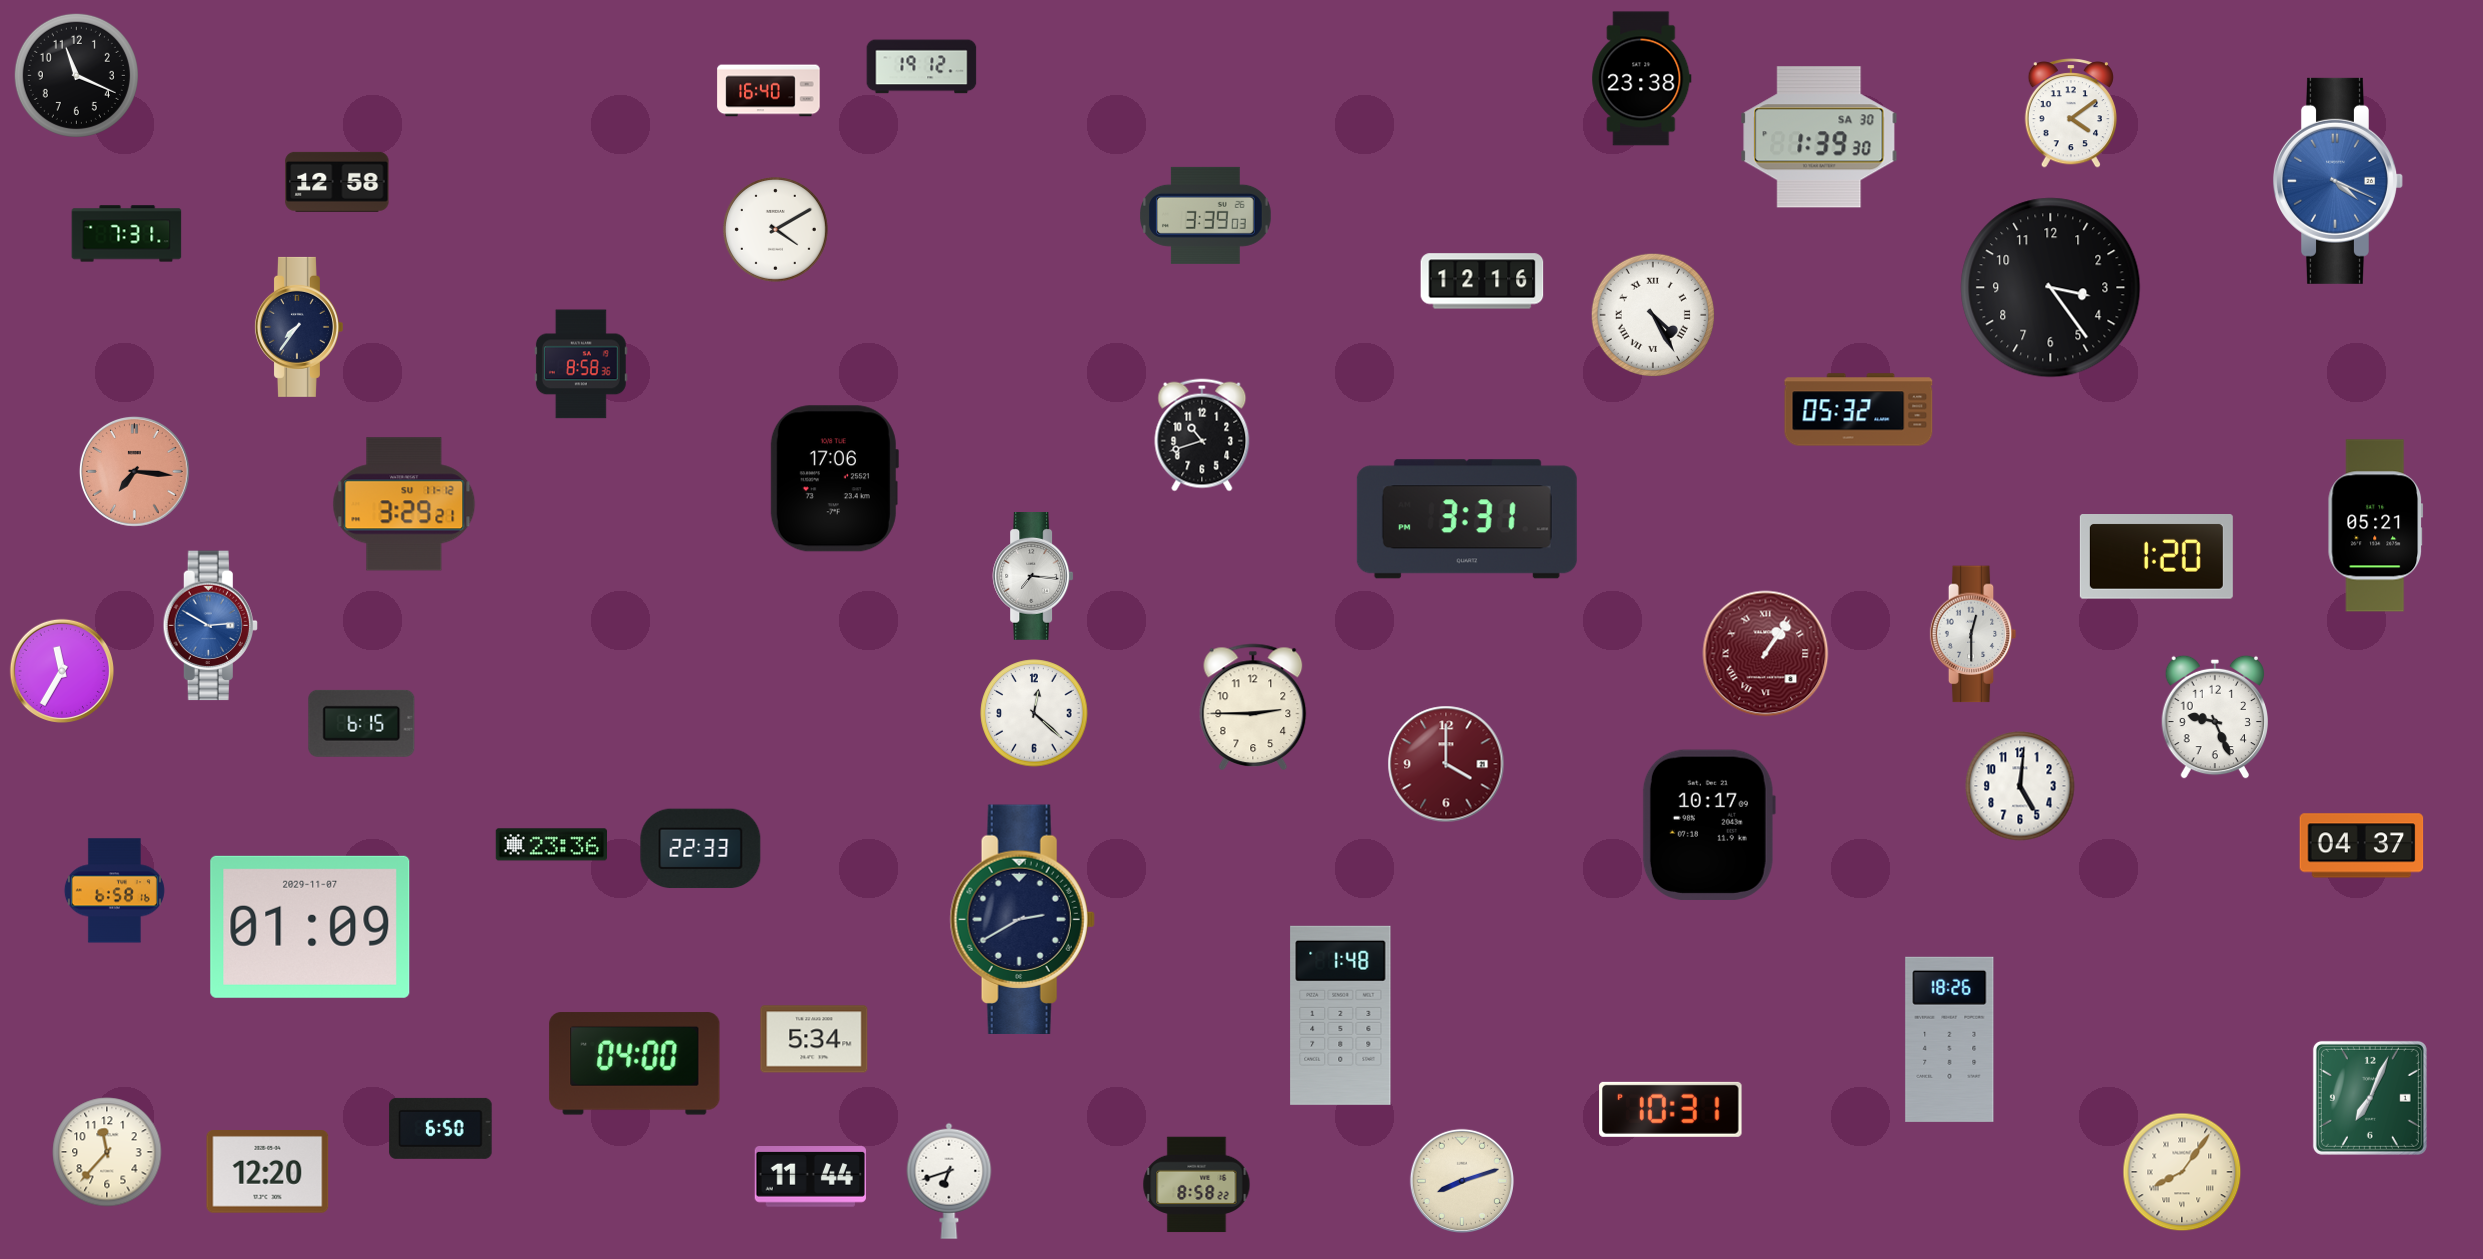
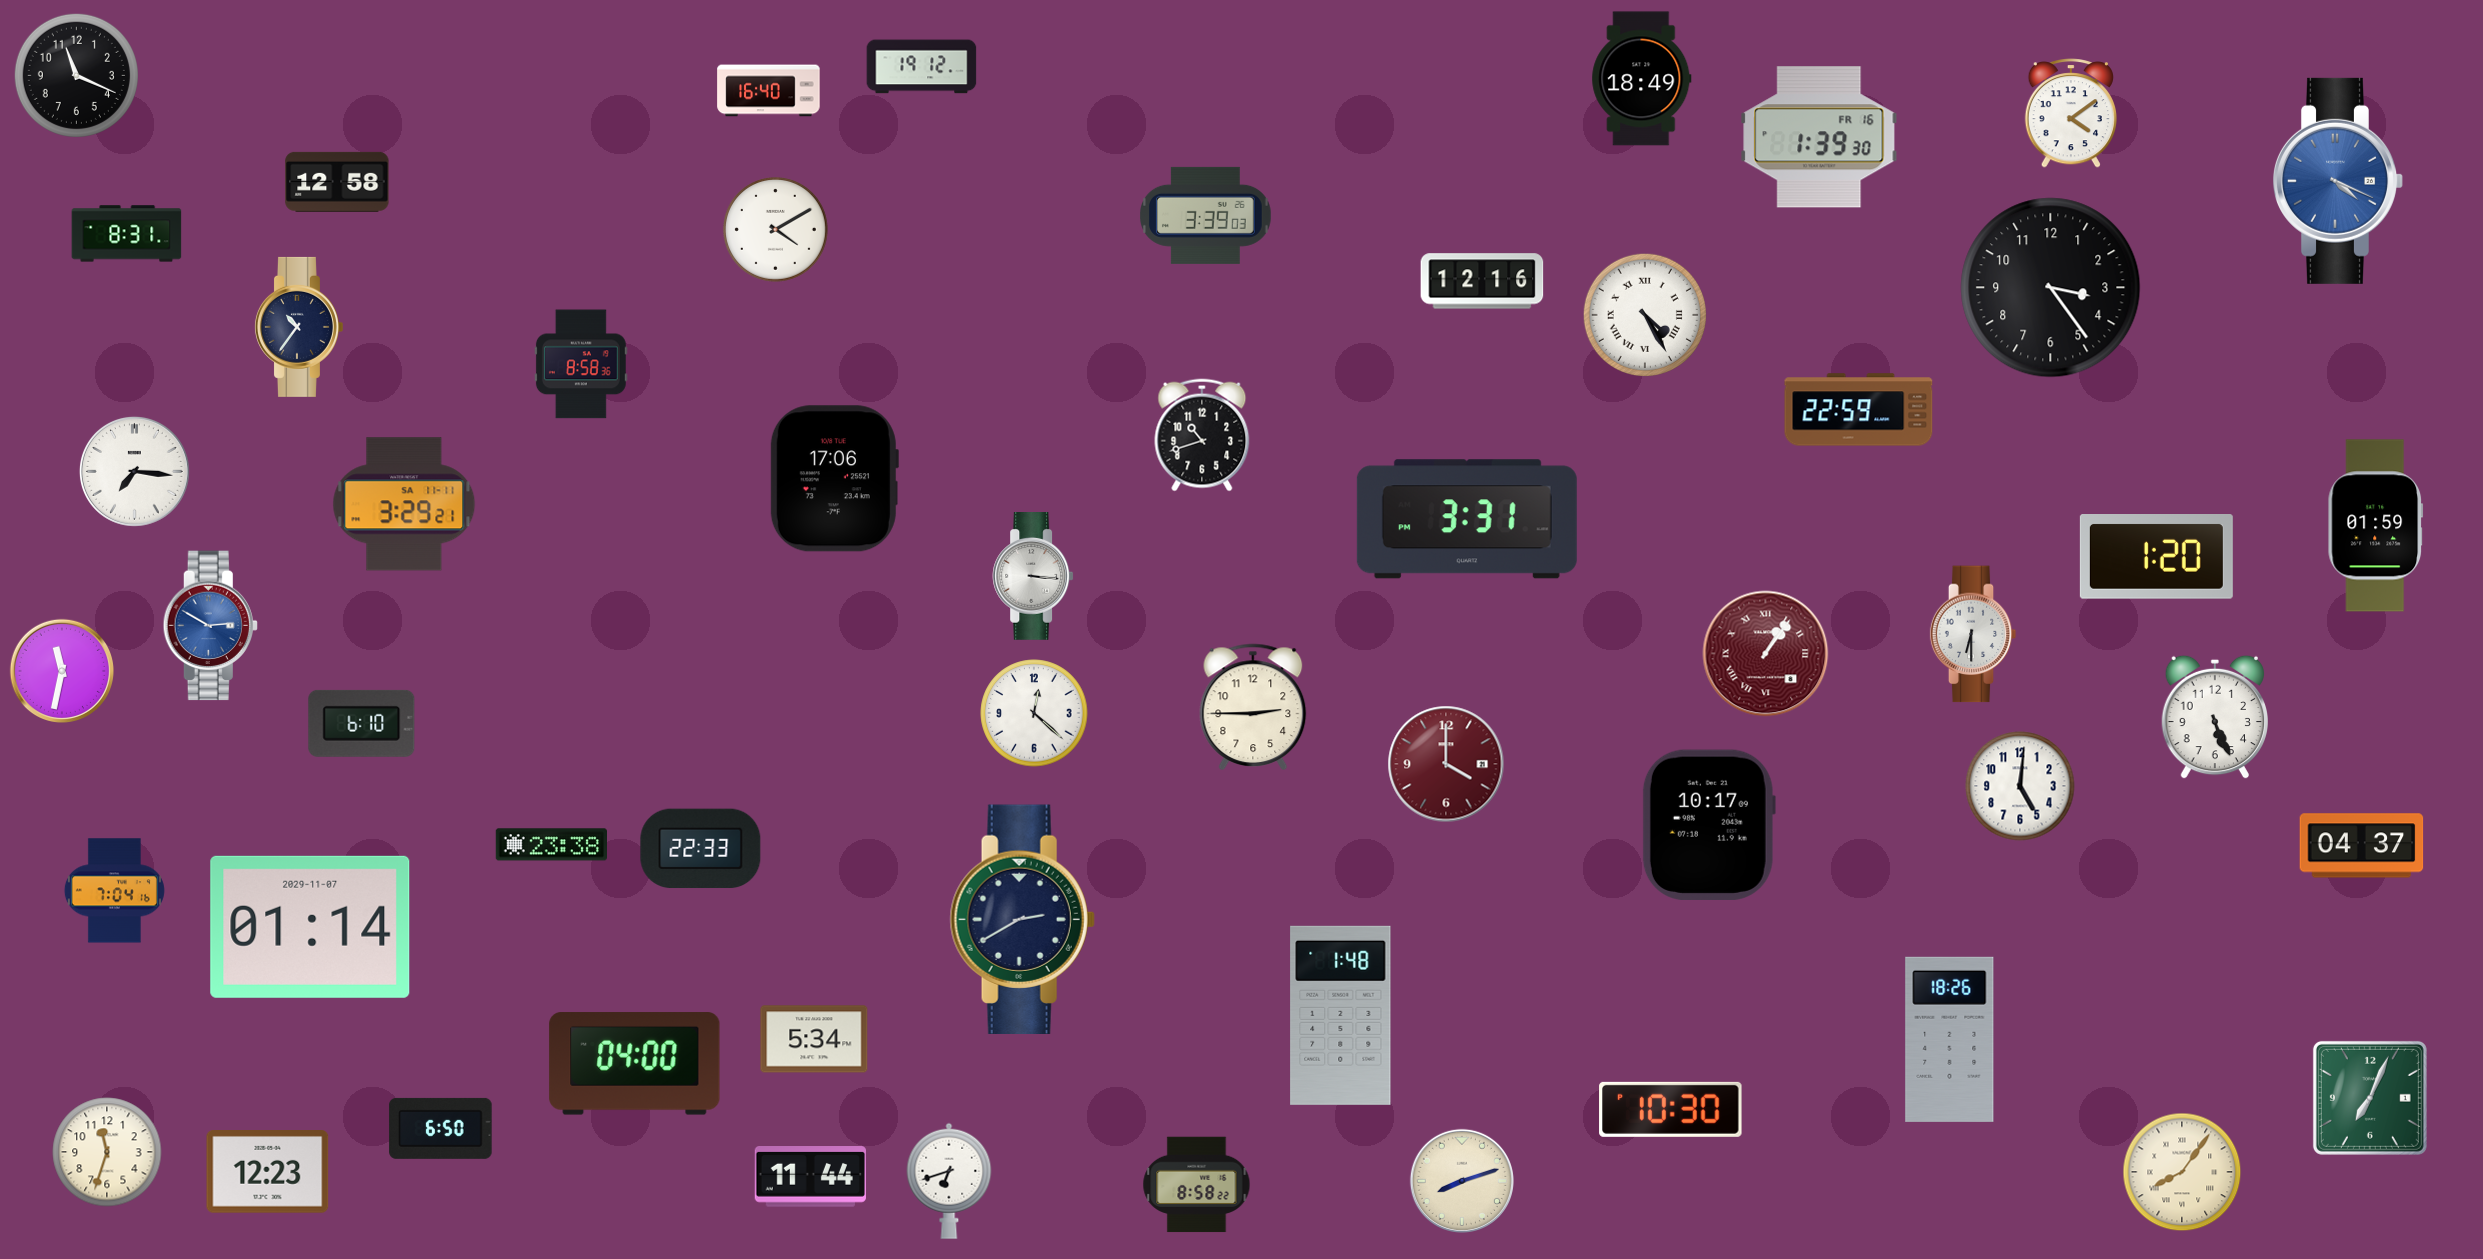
clock at (1642, 79): 23:38 -> 18:49
clock at (1819, 137) date: SA 30 -> FR 16
clock at (127, 234): 7:31 -> 8:31
clock at (1653, 315) position: (1653, 315) -> (1645, 315)
clock at (298, 327): 7:36 -> 10:36
clock at (1859, 410): 05:32 -> 22:59
clock at (134, 471) dial: salmon -> white
clock at (404, 504) date: SU 11-12 -> SA 11-11
clock at (2376, 526): 05:21 -> 01:59
clock at (1033, 577): 7:16 -> 3:16
clock at (1973, 634): 12:30 -> 6:30
clock at (62, 671): 11:35 -> 11:32
clock at (2214, 717): 9:26 -> 5:26
clock at (362, 723): 6:15 -> 6:10
clock at (551, 845): 23:36 -> 23:38
clock at (114, 891): 6:58 -> 7:04
clock at (310, 927): 01:09 -> 01:14
clock at (1671, 1109): 10:31 -> 10:30
clock at (107, 1152): 11:37 -> 11:33
clock at (268, 1172): 12:20 -> 12:23
